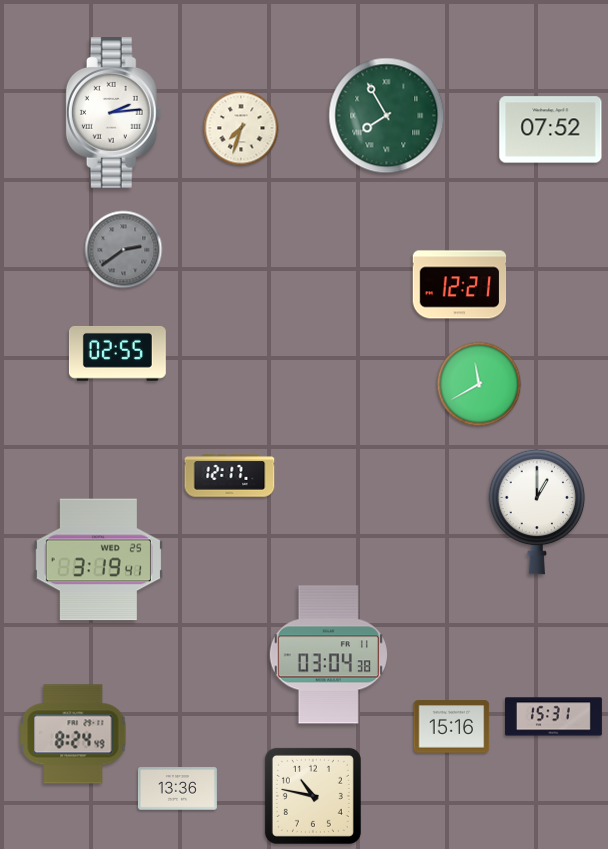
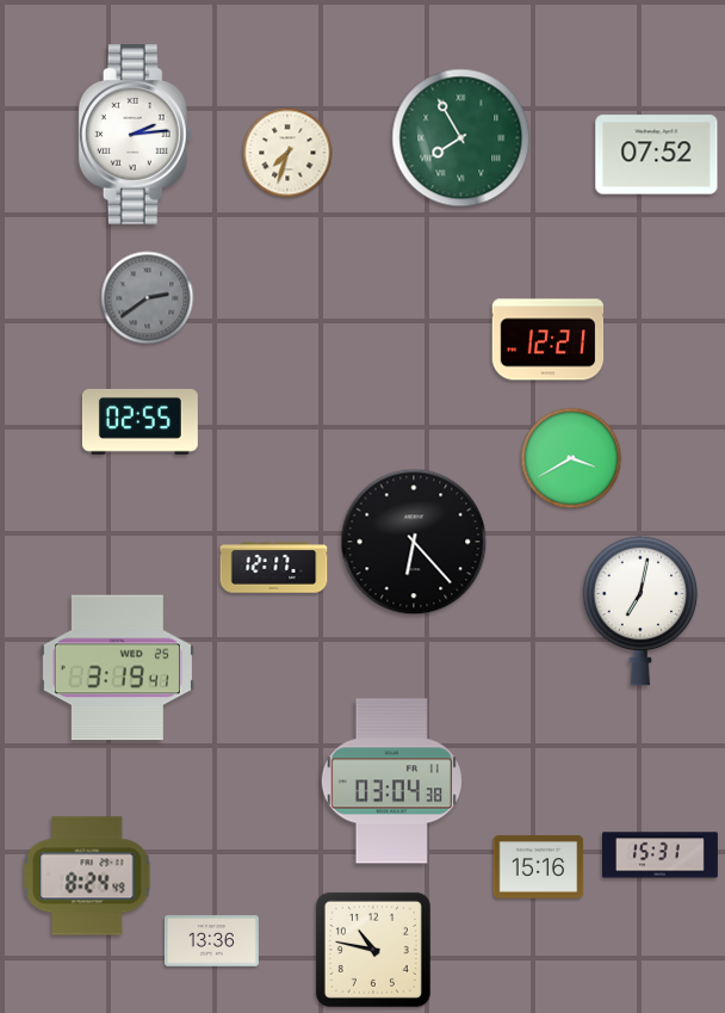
clock at (479, 384): 11:40 -> 3:40
clock at (414, 542): none -> 6:23
clock at (537, 512): 1:00 -> 7:02
